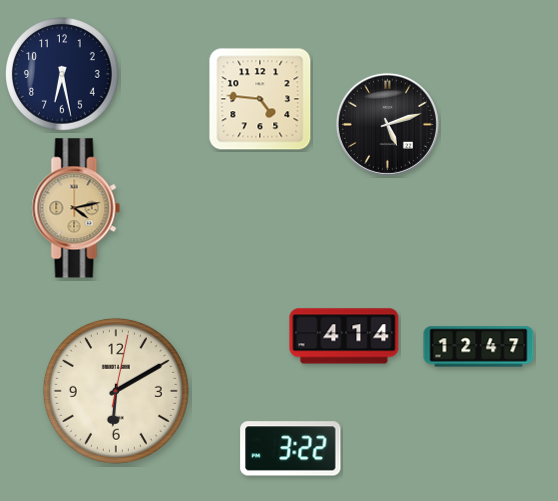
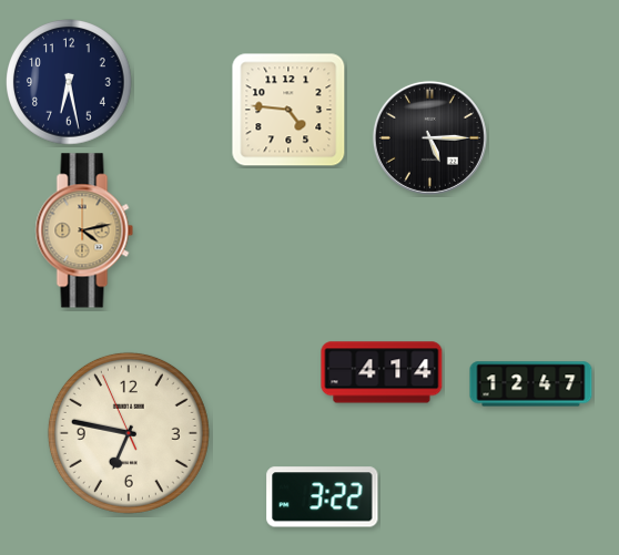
clock at (387, 124): 5:12 -> 5:15
clock at (116, 391): 6:10 -> 6:46
